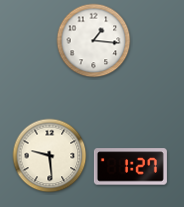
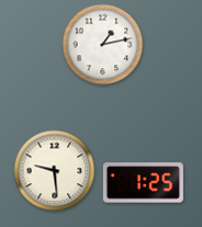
clock at (94, 41): 1:16 -> 1:13
clock at (130, 167): 1:27 -> 1:25
